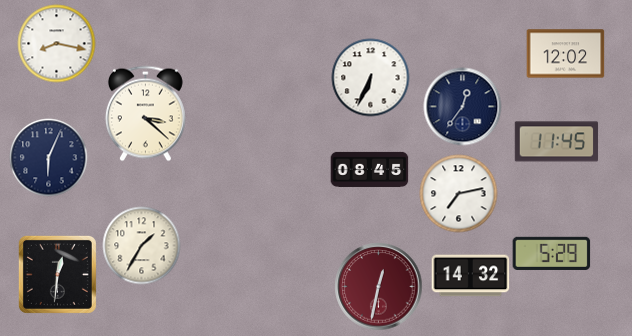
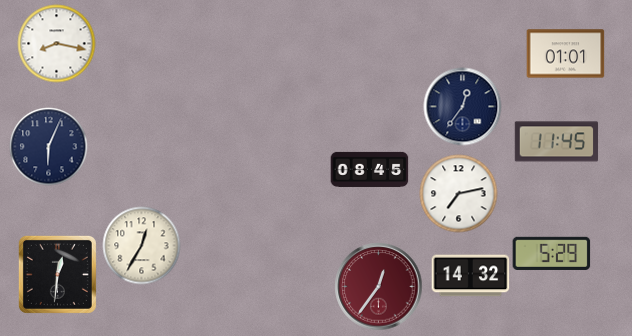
clock at (565, 54): 12:02 -> 01:01
clock at (370, 77): 6:34 -> none
clock at (145, 113): 3:22 -> none
clock at (48, 157) position: (48, 157) -> (48, 146)
clock at (141, 245): 1:35 -> 12:35
clock at (378, 286): 12:32 -> 12:36
